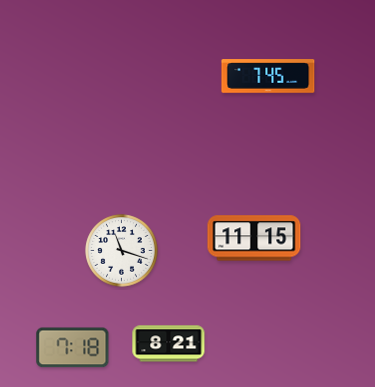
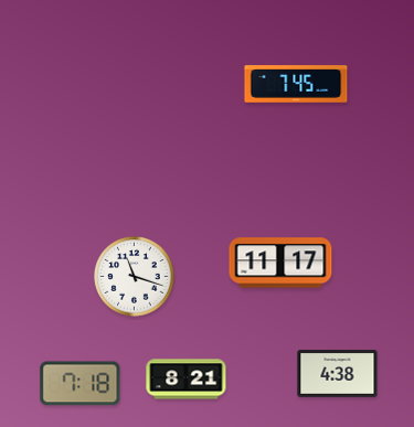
clock at (254, 238): 11:15 -> 11:17
clock at (338, 374): none -> 4:38
